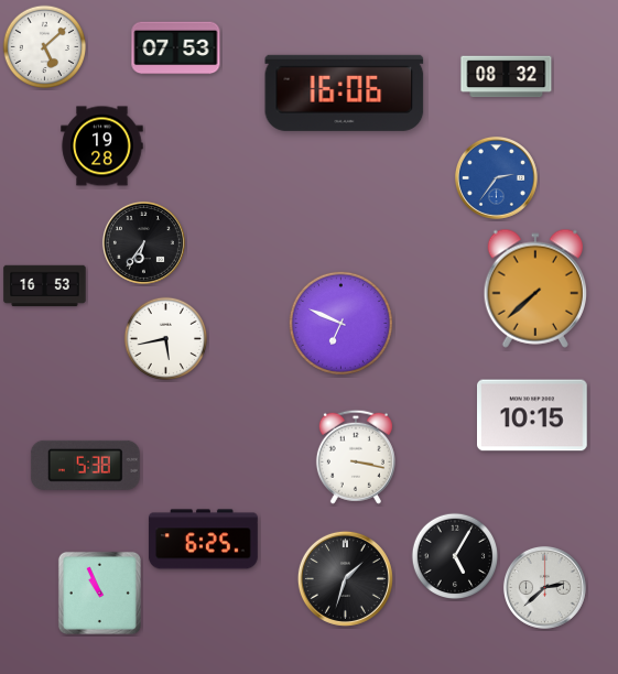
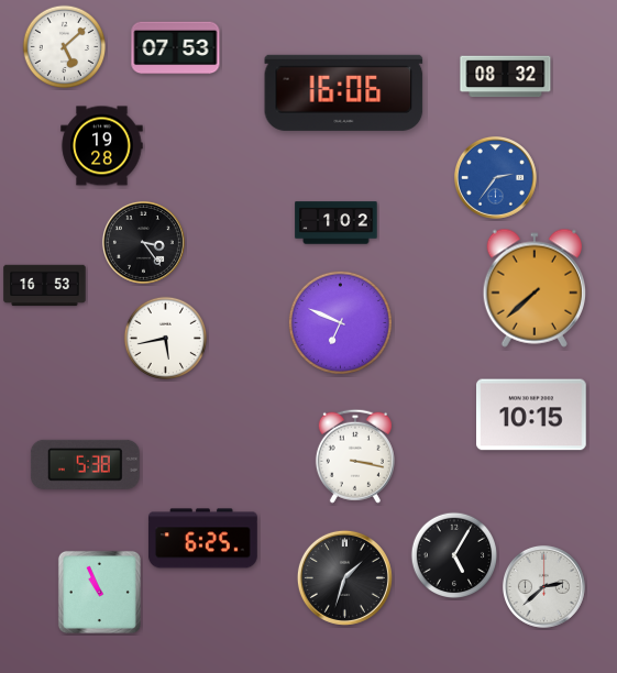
clock at (45, 47) position: (45, 47) -> (65, 47)
clock at (337, 223): none -> 1:02
clock at (143, 242): 6:36 -> 3:24
